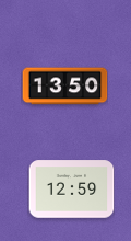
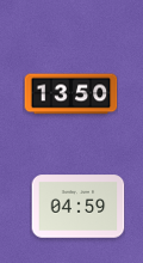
clock at (71, 190): 12:59 -> 04:59
